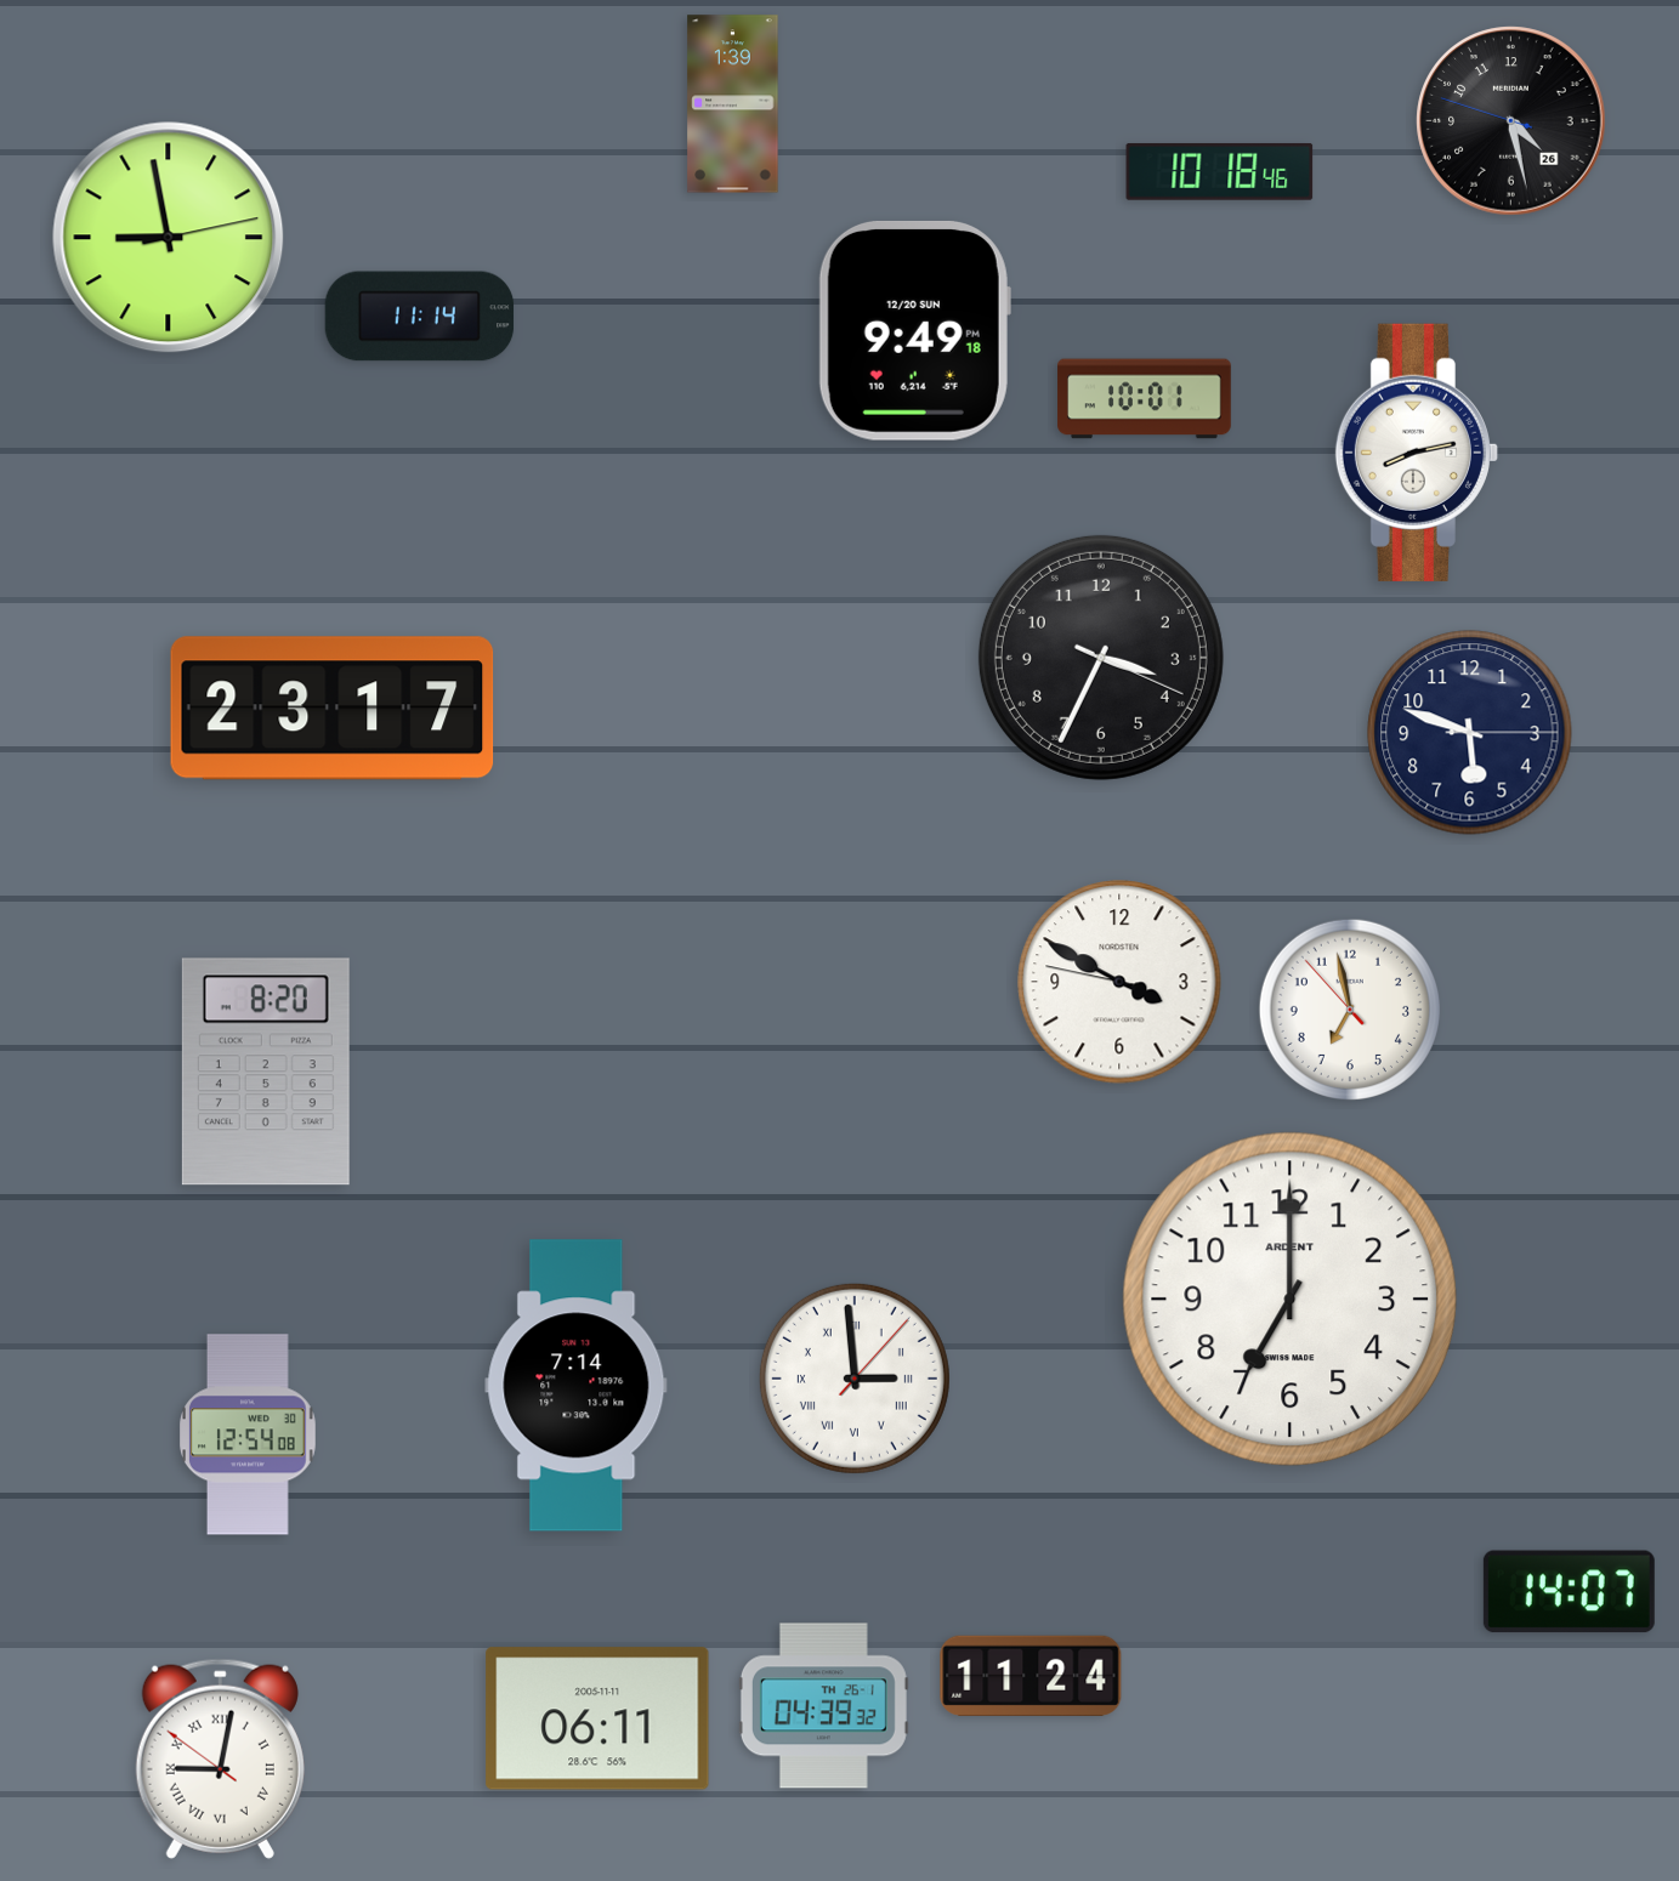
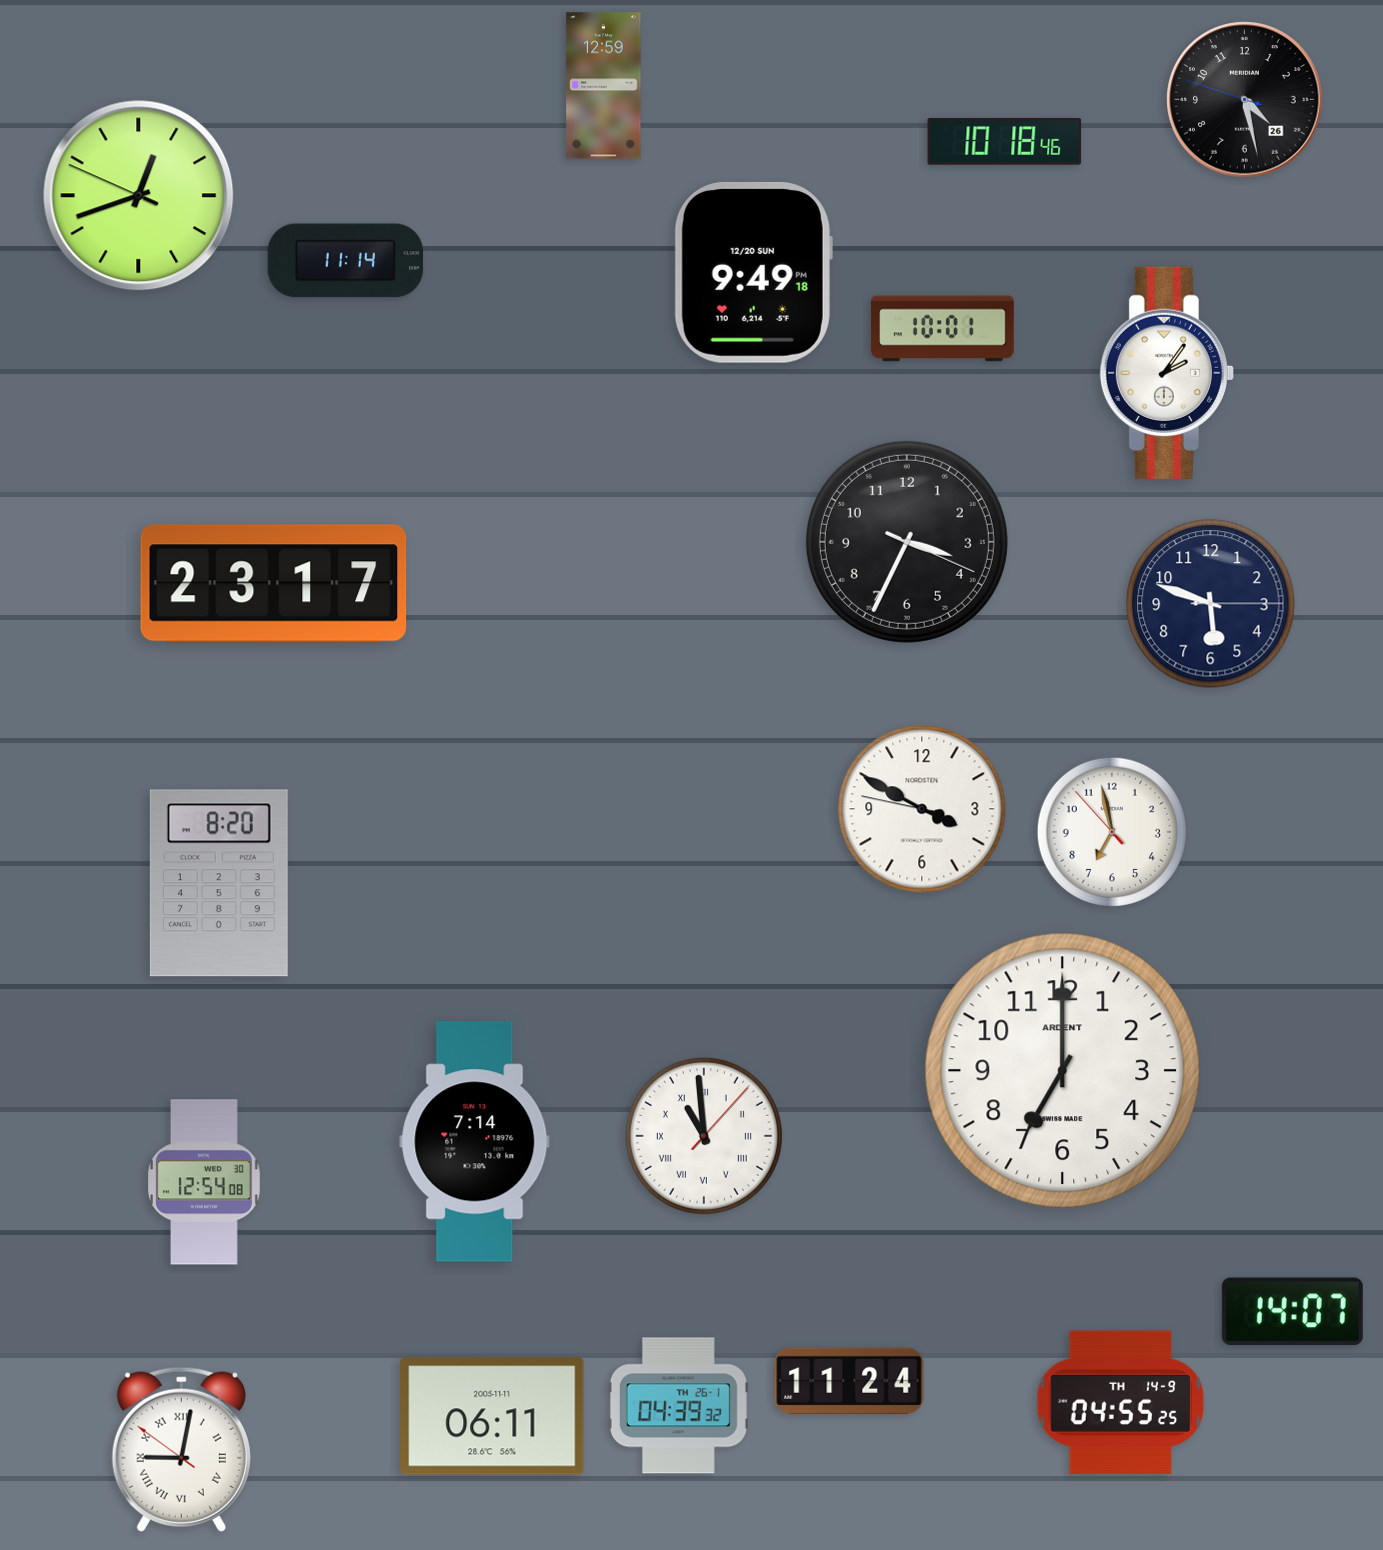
clock at (733, 104): 1:39 -> 12:59
clock at (169, 238): 8:58 -> 12:41
clock at (1417, 453): 8:13 -> 2:06
clock at (855, 1379): 2:59 -> 10:59
clock at (1121, 1403): none -> 04:55
